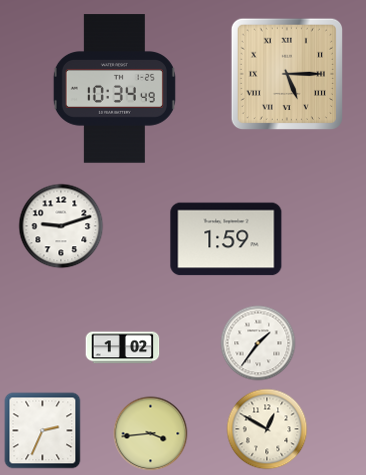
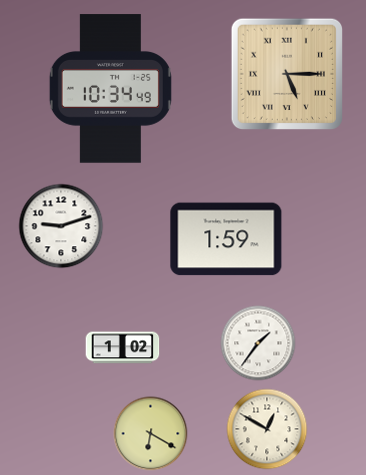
clock at (114, 89) position: (114, 89) -> (110, 89)
clock at (43, 431): 2:34 -> none
clock at (151, 434): 3:44 -> 6:20
